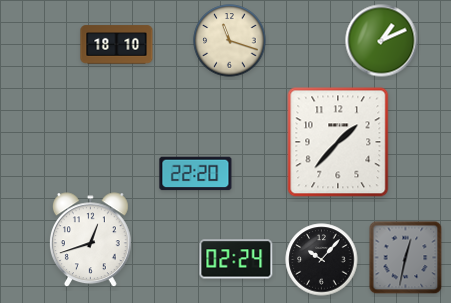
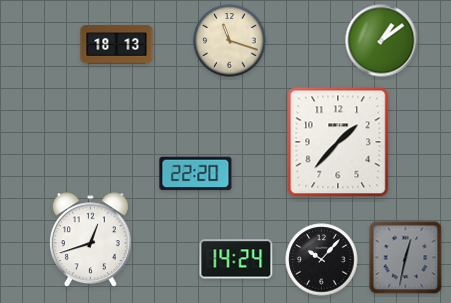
clock at (382, 41): 1:11 -> 1:09
clock at (117, 45): 18:10 -> 18:13
clock at (236, 259): 02:24 -> 14:24
